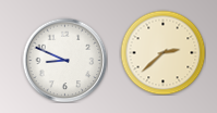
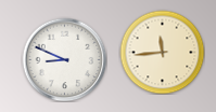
clock at (162, 52): 2:38 -> 11:44
